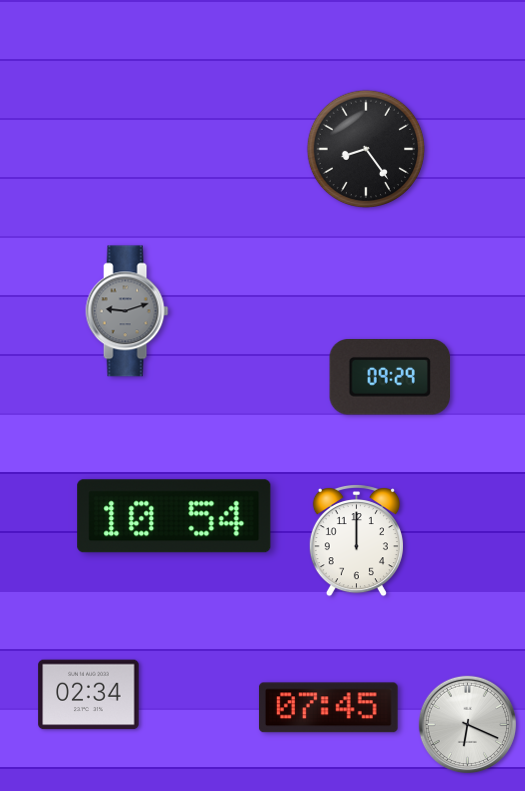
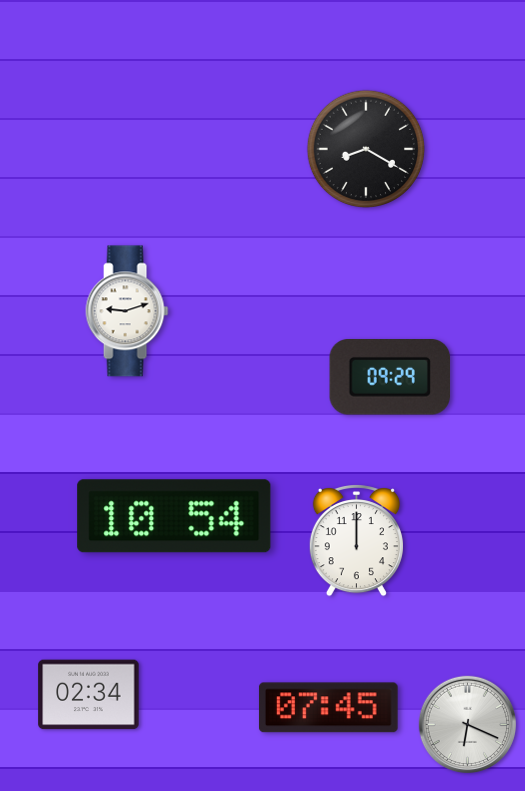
clock at (365, 148): 8:24 -> 8:20
clock at (127, 311) dial: grey -> white
